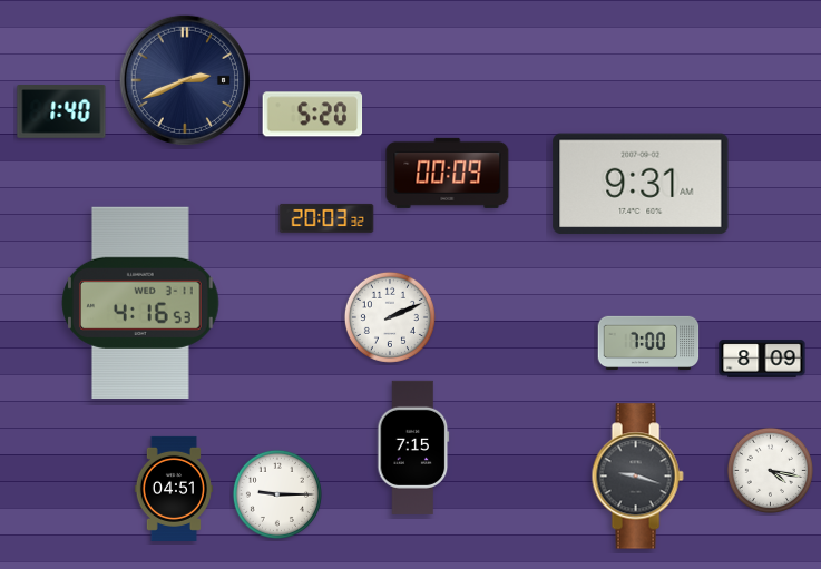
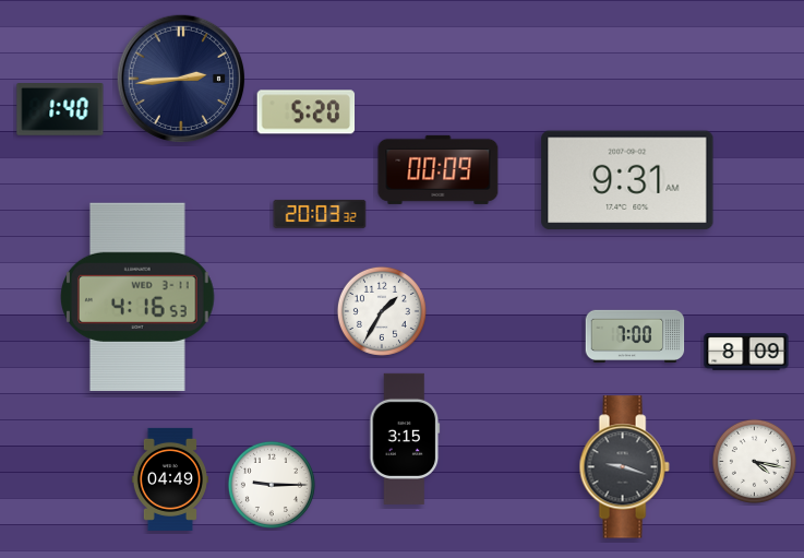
clock at (184, 79): 2:41 -> 2:44
clock at (390, 317): 2:11 -> 1:35
clock at (413, 448): 7:15 -> 3:15
clock at (174, 489): 04:51 -> 04:49
